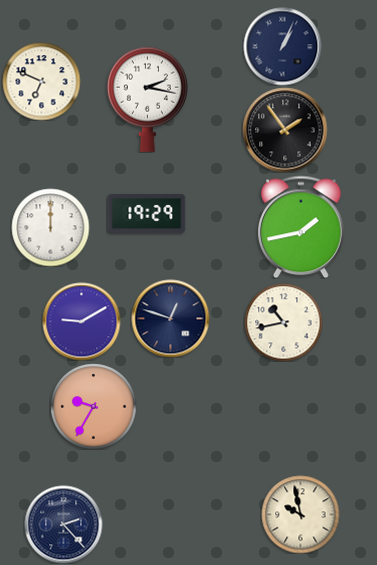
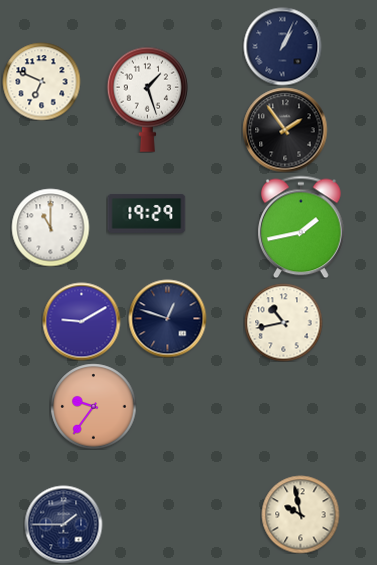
clock at (147, 99): 2:17 -> 1:27
clock at (50, 227): 12:00 -> 11:00
clock at (170, 318) position: (170, 318) -> (167, 318)
clock at (93, 406): 9:35 -> 9:36
clock at (63, 524): 2:23 -> 1:45
